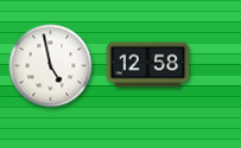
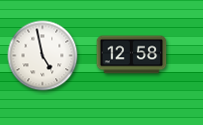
clock at (148, 65) position: (148, 65) -> (132, 55)
